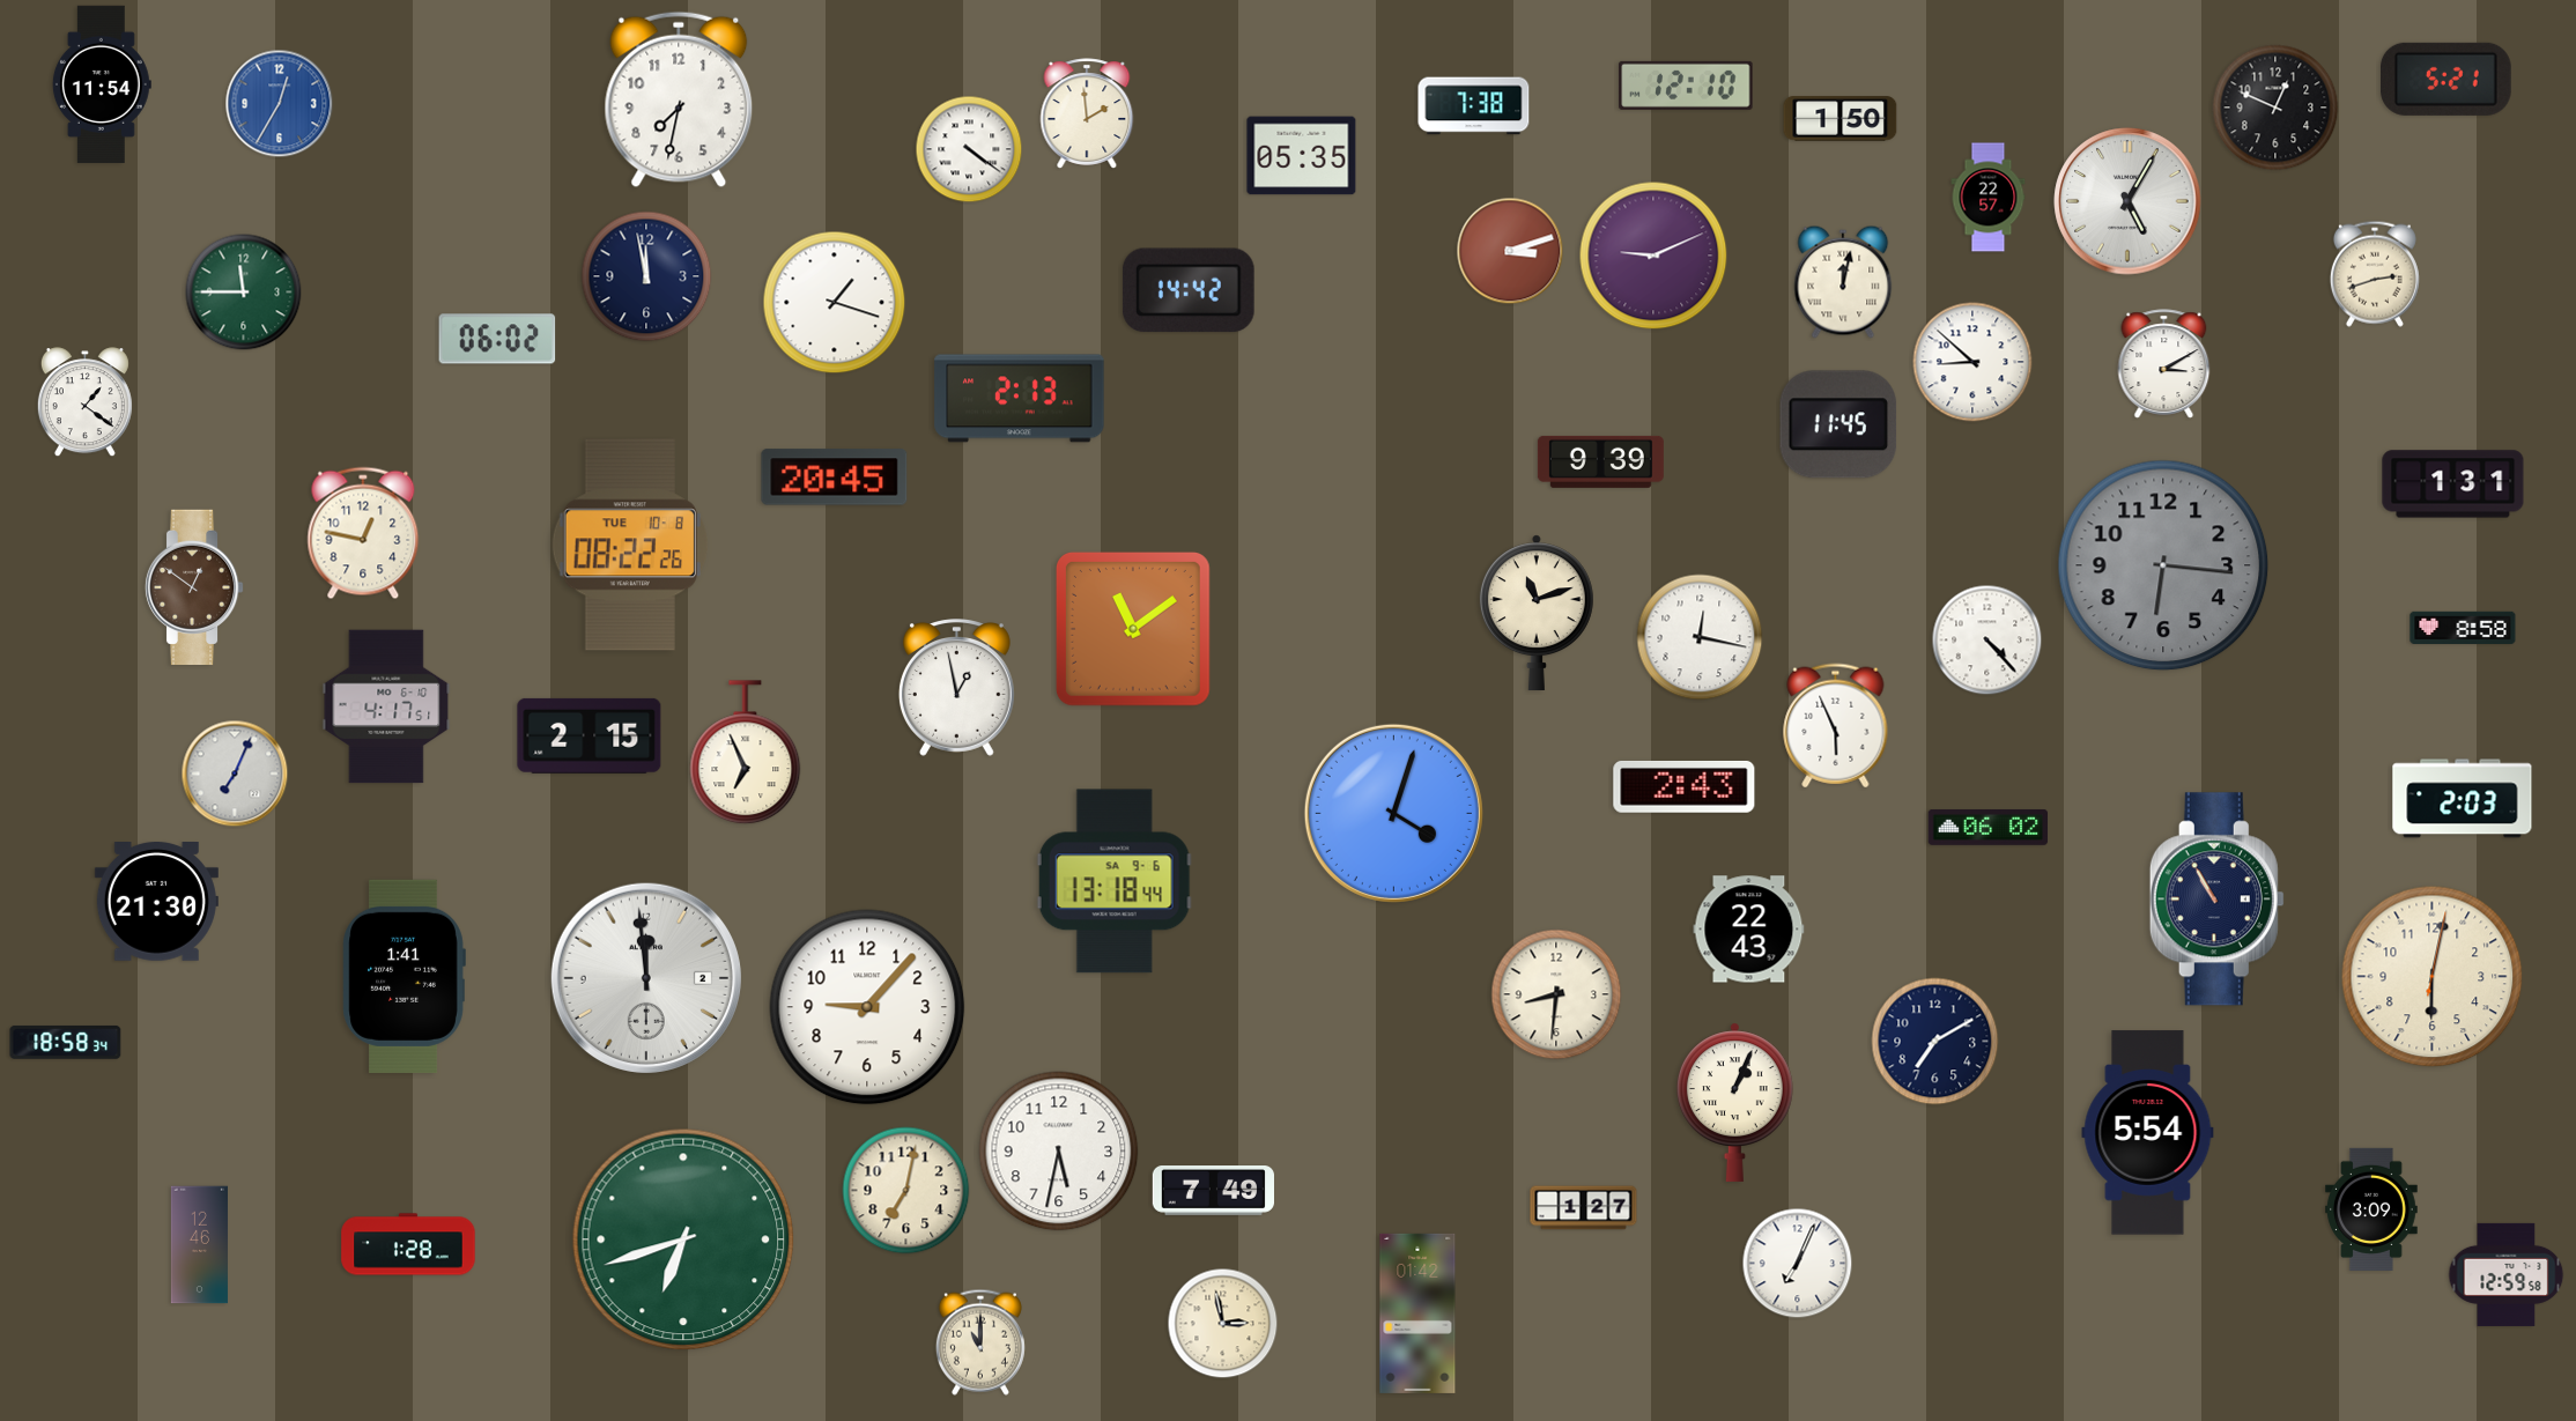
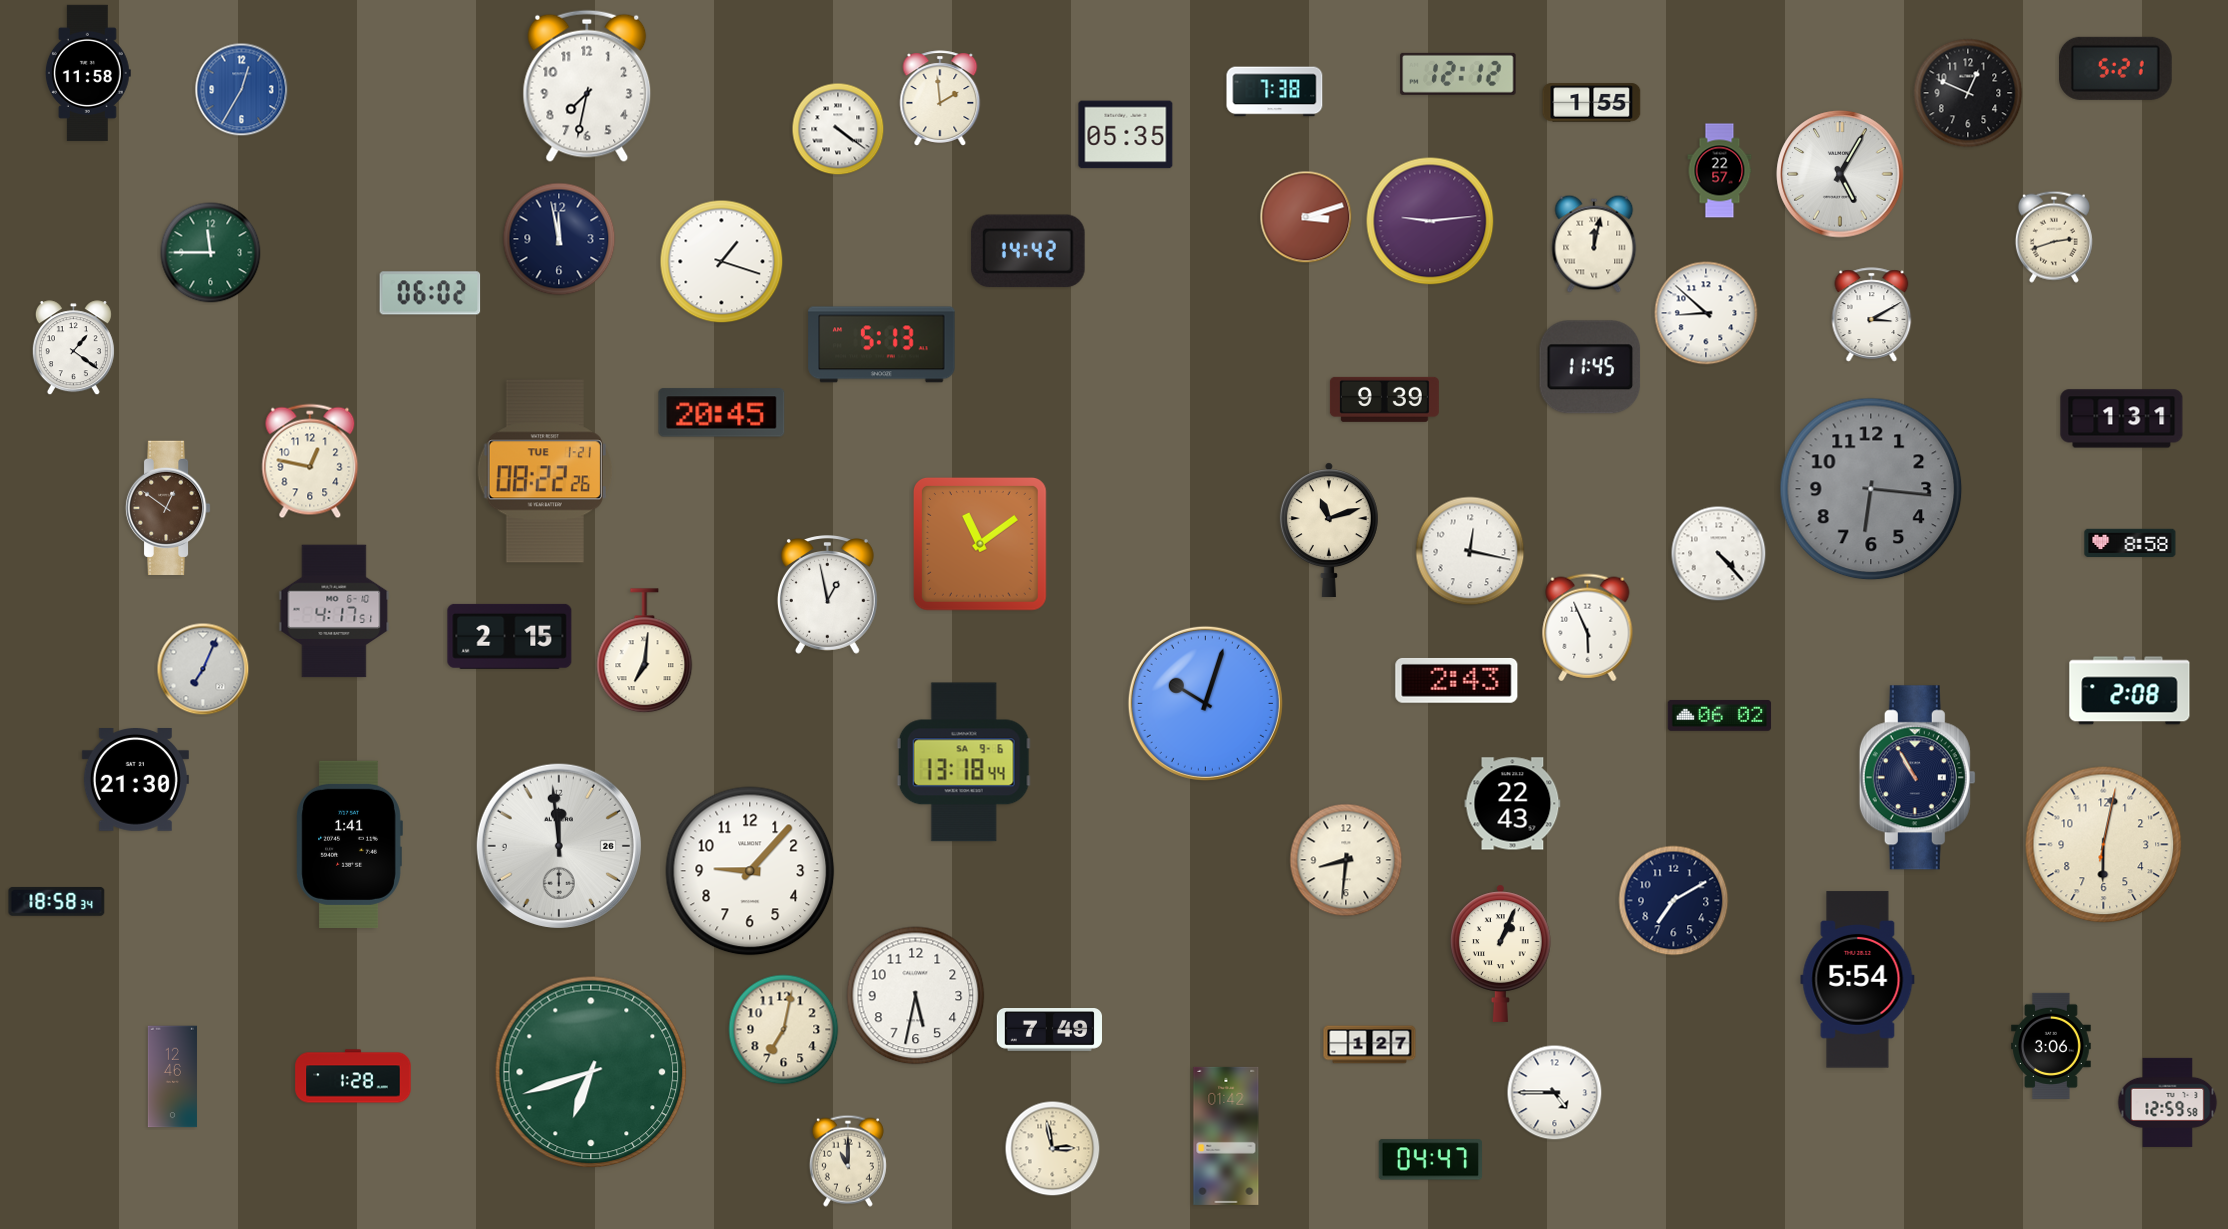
clock at (102, 84): 11:54 -> 11:58
clock at (1686, 86): 12:10 -> 12:12
clock at (1841, 119): 1:50 -> 1:55
clock at (1653, 256): 9:11 -> 9:14
clock at (1020, 399): 2:13 -> 5:13
clock at (363, 533) position: (363, 533) -> (310, 461)
clock at (630, 545) date: TUE 10-8 -> TUE 1-21
clock at (746, 753): 6:56 -> 7:01
clock at (2463, 799): 2:03 -> 2:08
clock at (1393, 813): 4:03 -> 10:03
clock at (646, 978) date: 2 -> 26
clock at (2373, 1209): 3:09 -> 3:06
clock at (1798, 1264): 7:04 -> 4:45
clock at (1223, 1324) position: (1223, 1324) -> (1053, 1149)
clock at (1430, 1160): none -> 04:47
